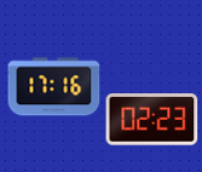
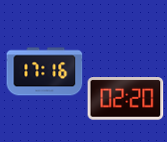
clock at (152, 120): 02:23 -> 02:20
